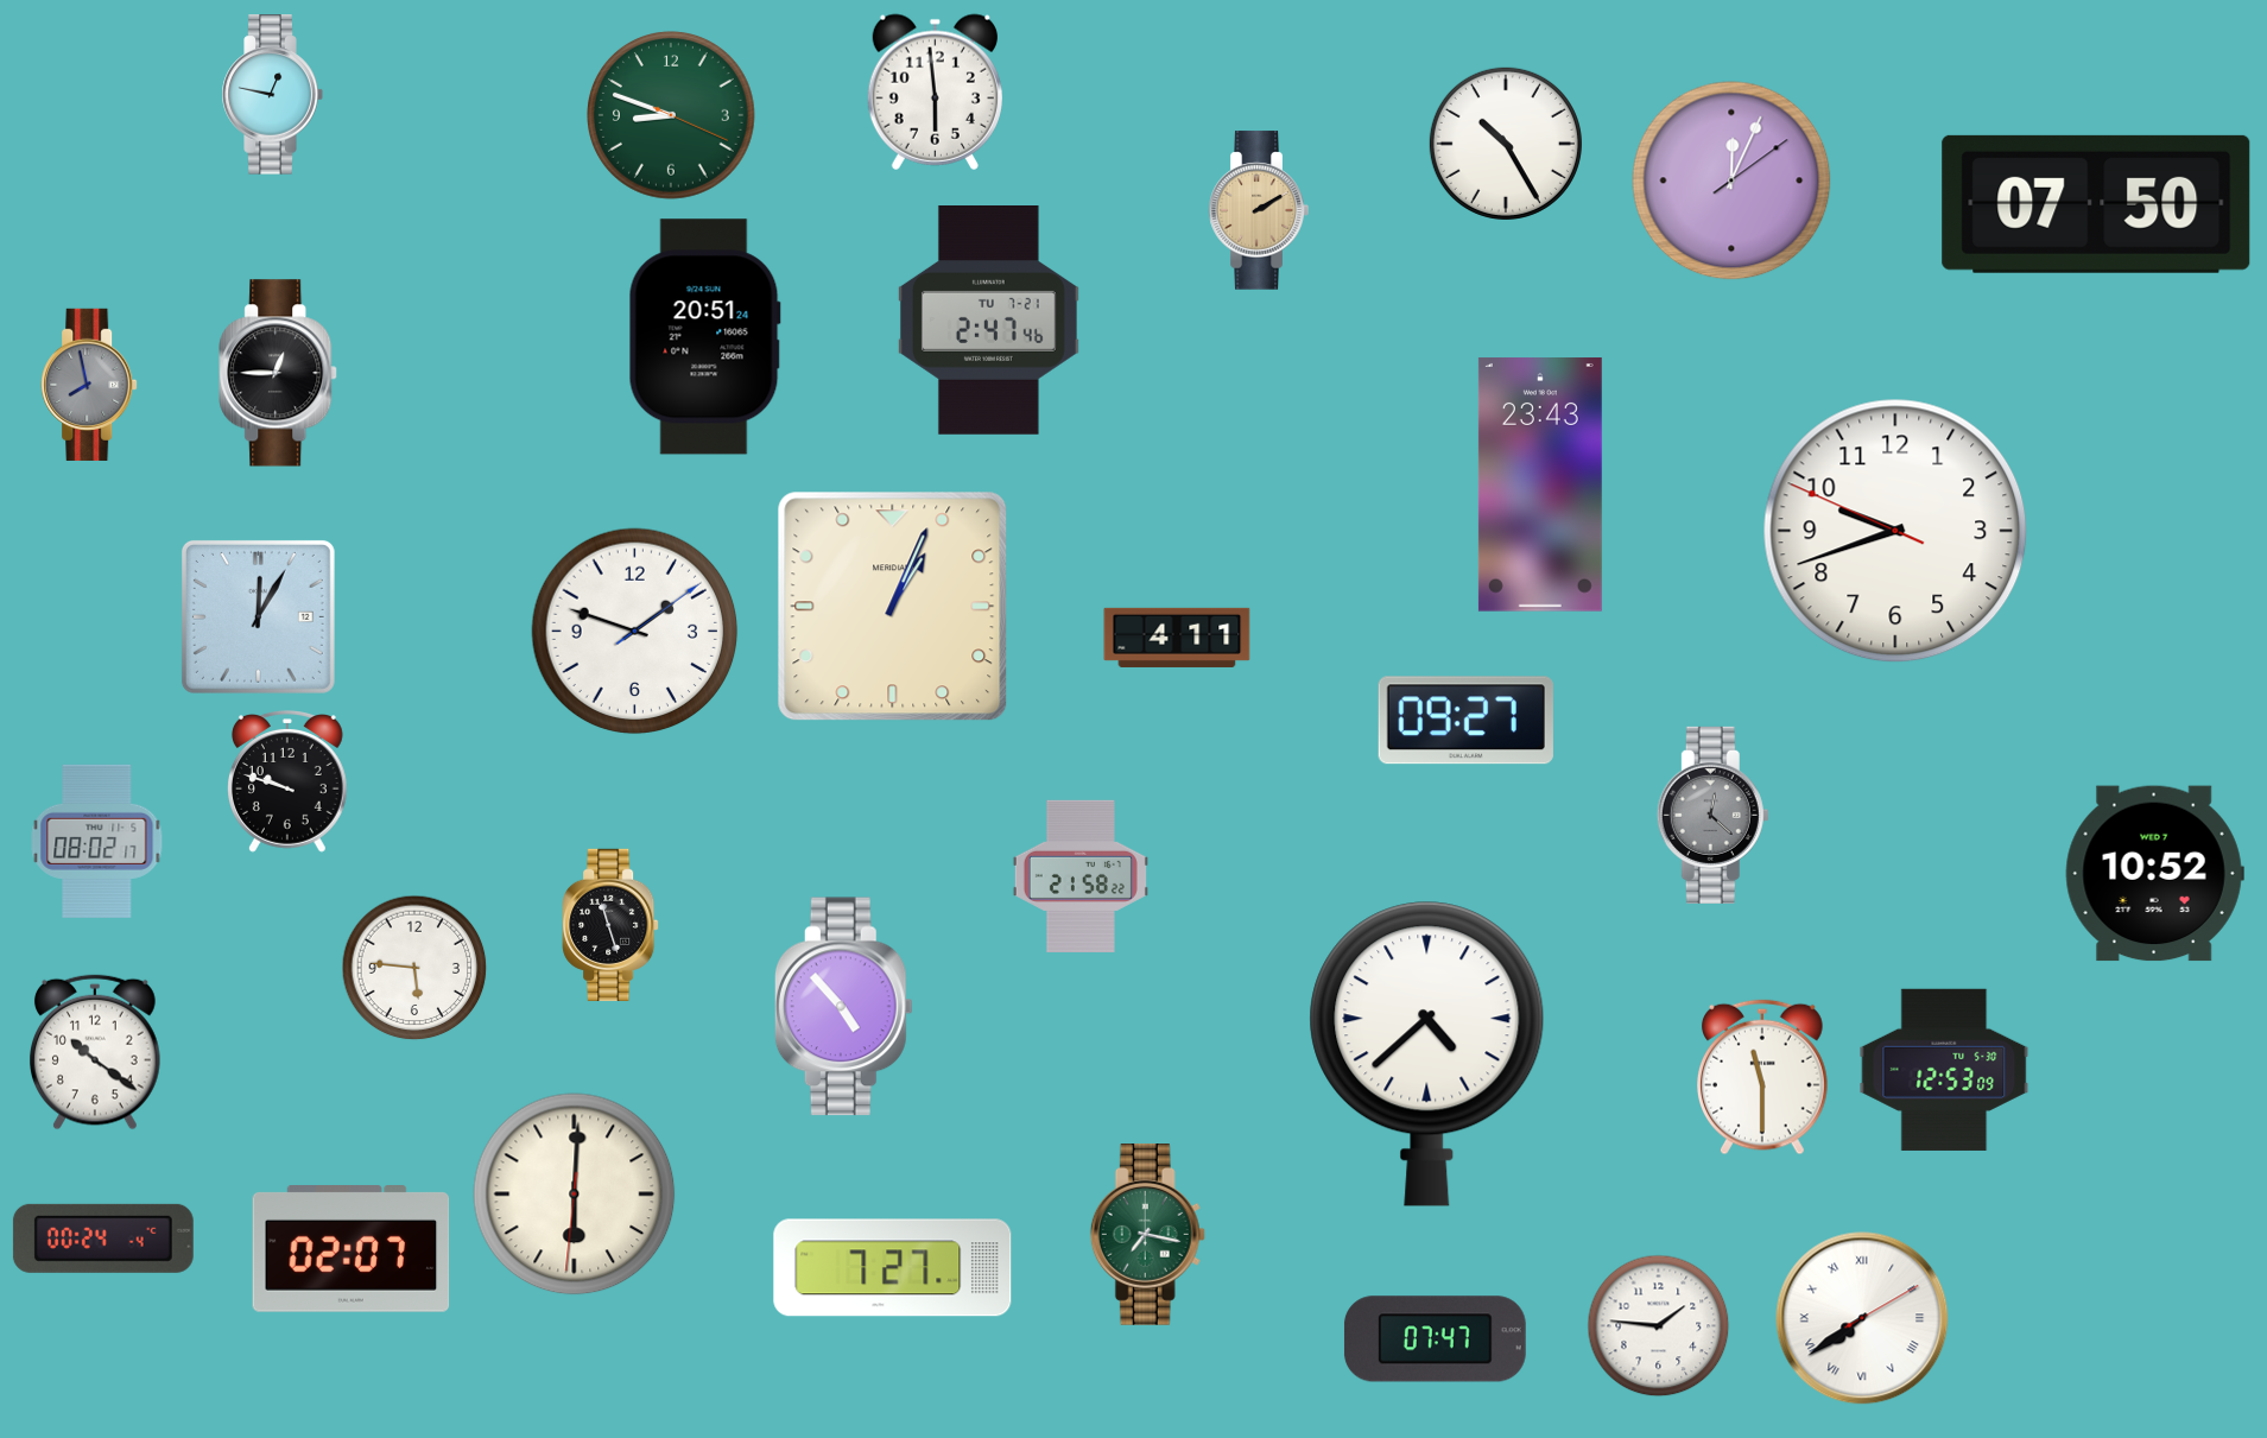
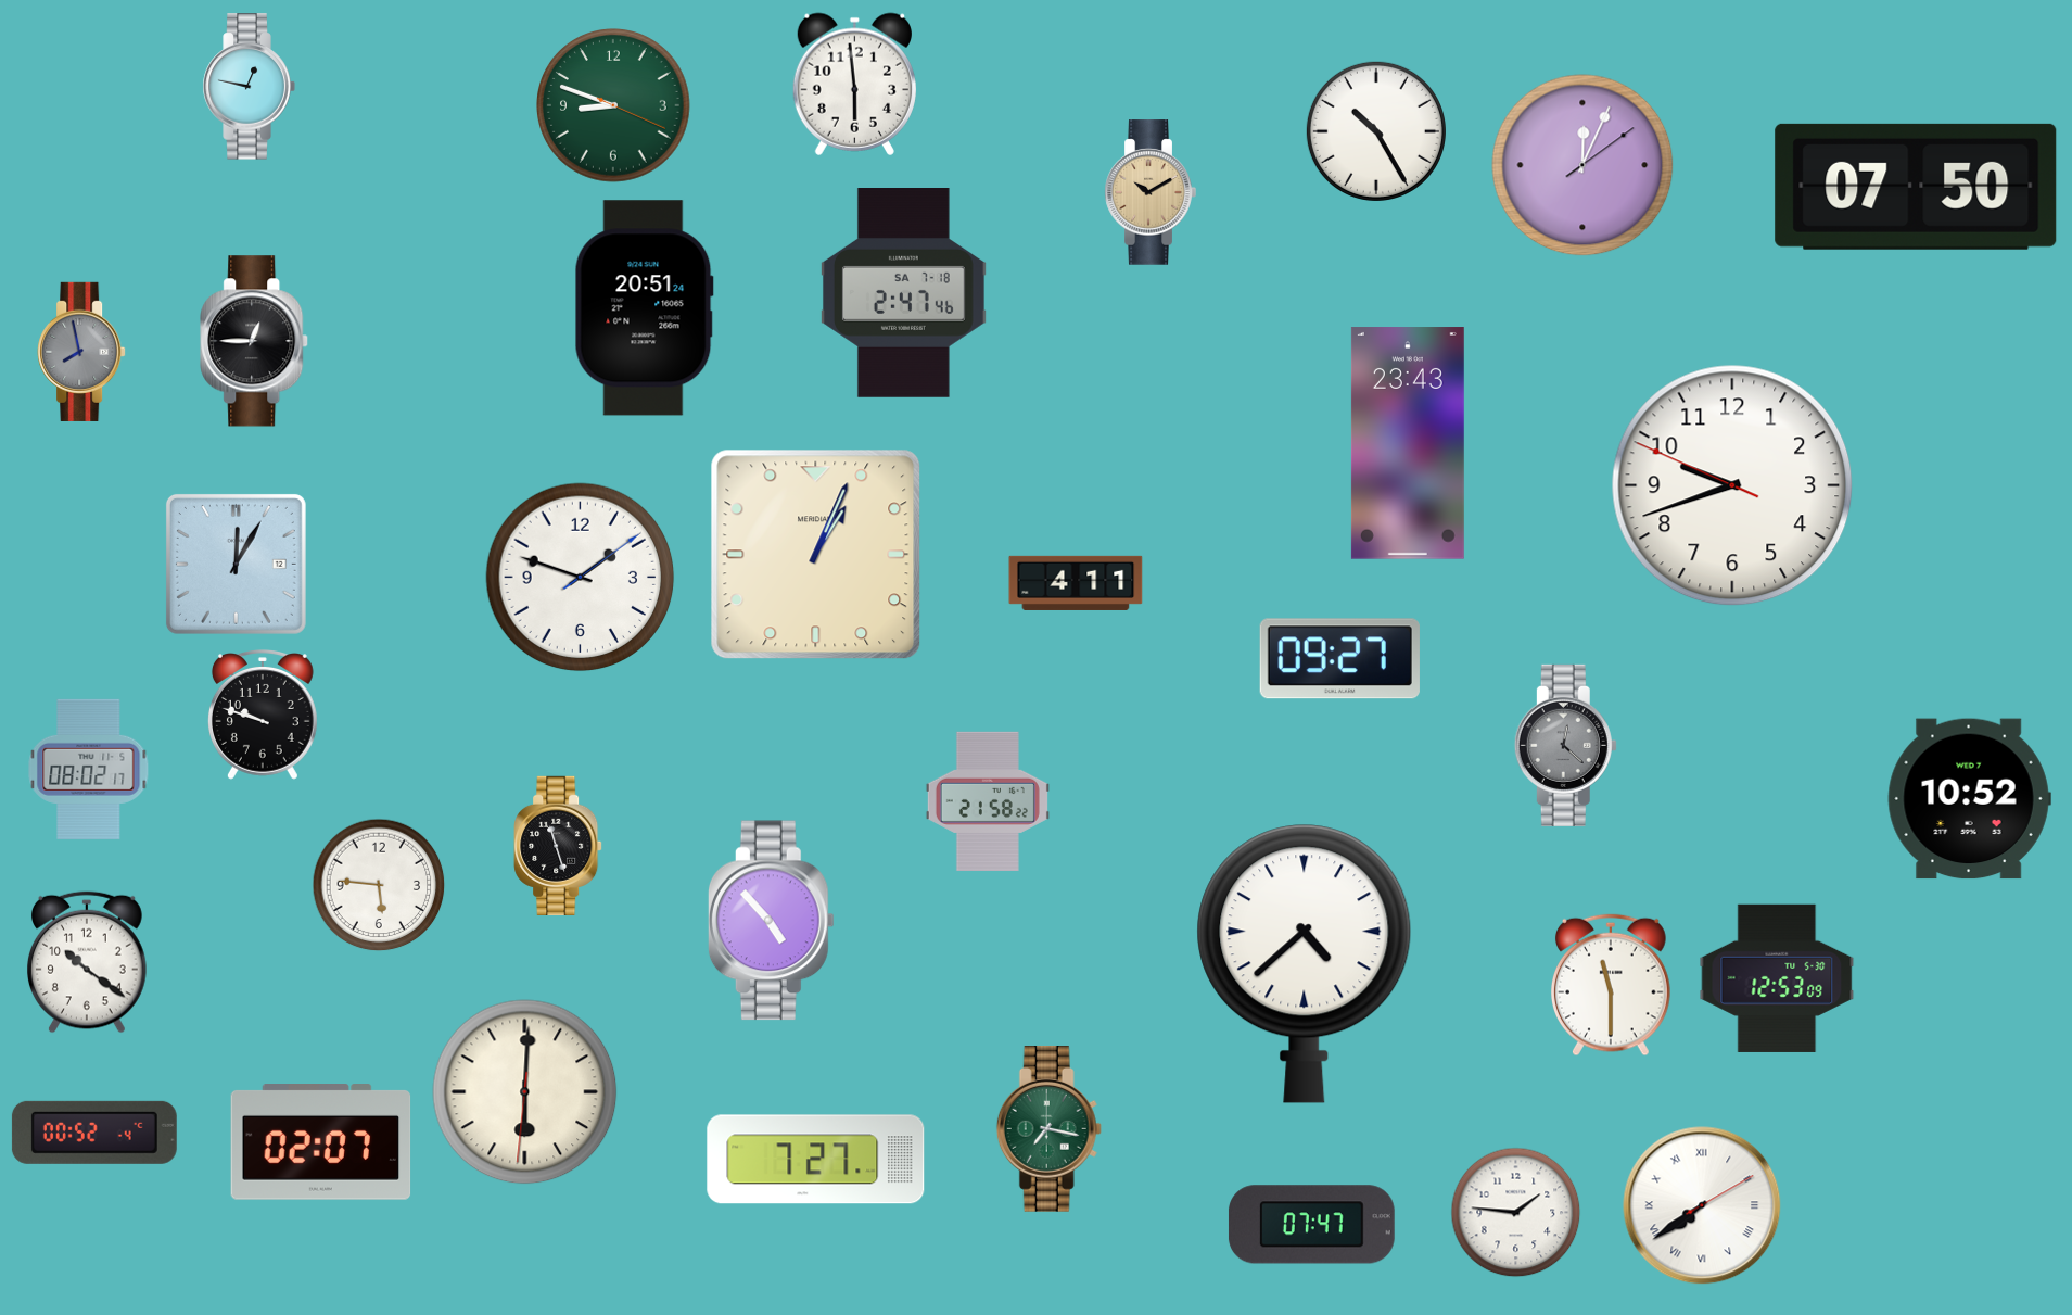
clock at (1259, 210): 2:10 -> 10:10
clock at (988, 321) date: TU 7-21 -> SA 7-18
clock at (103, 1239): 00:24 -> 00:52
